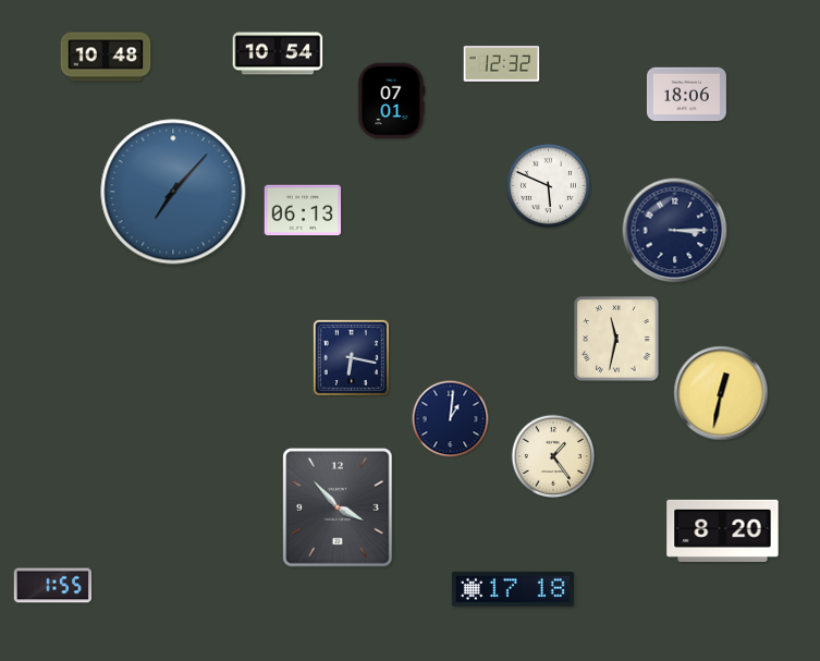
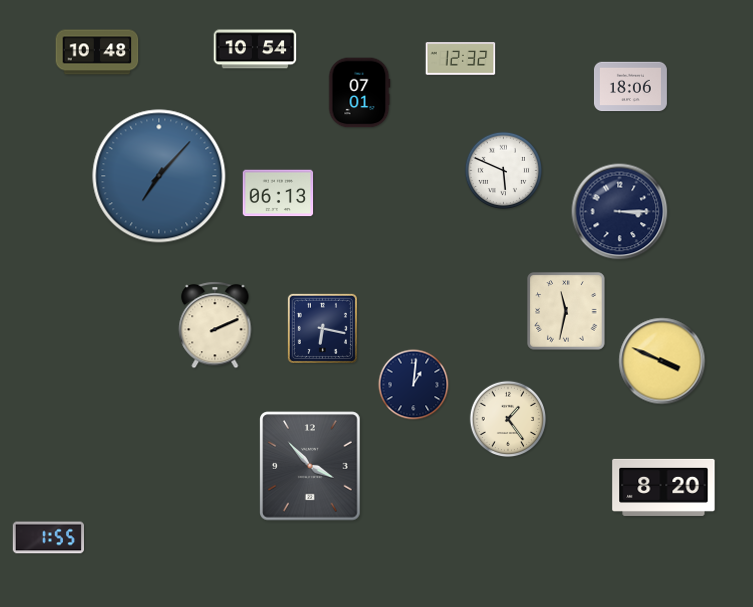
clock at (215, 325): none -> 2:11
clock at (721, 393): 12:32 -> 3:49
clock at (513, 589): 17:18 -> none
